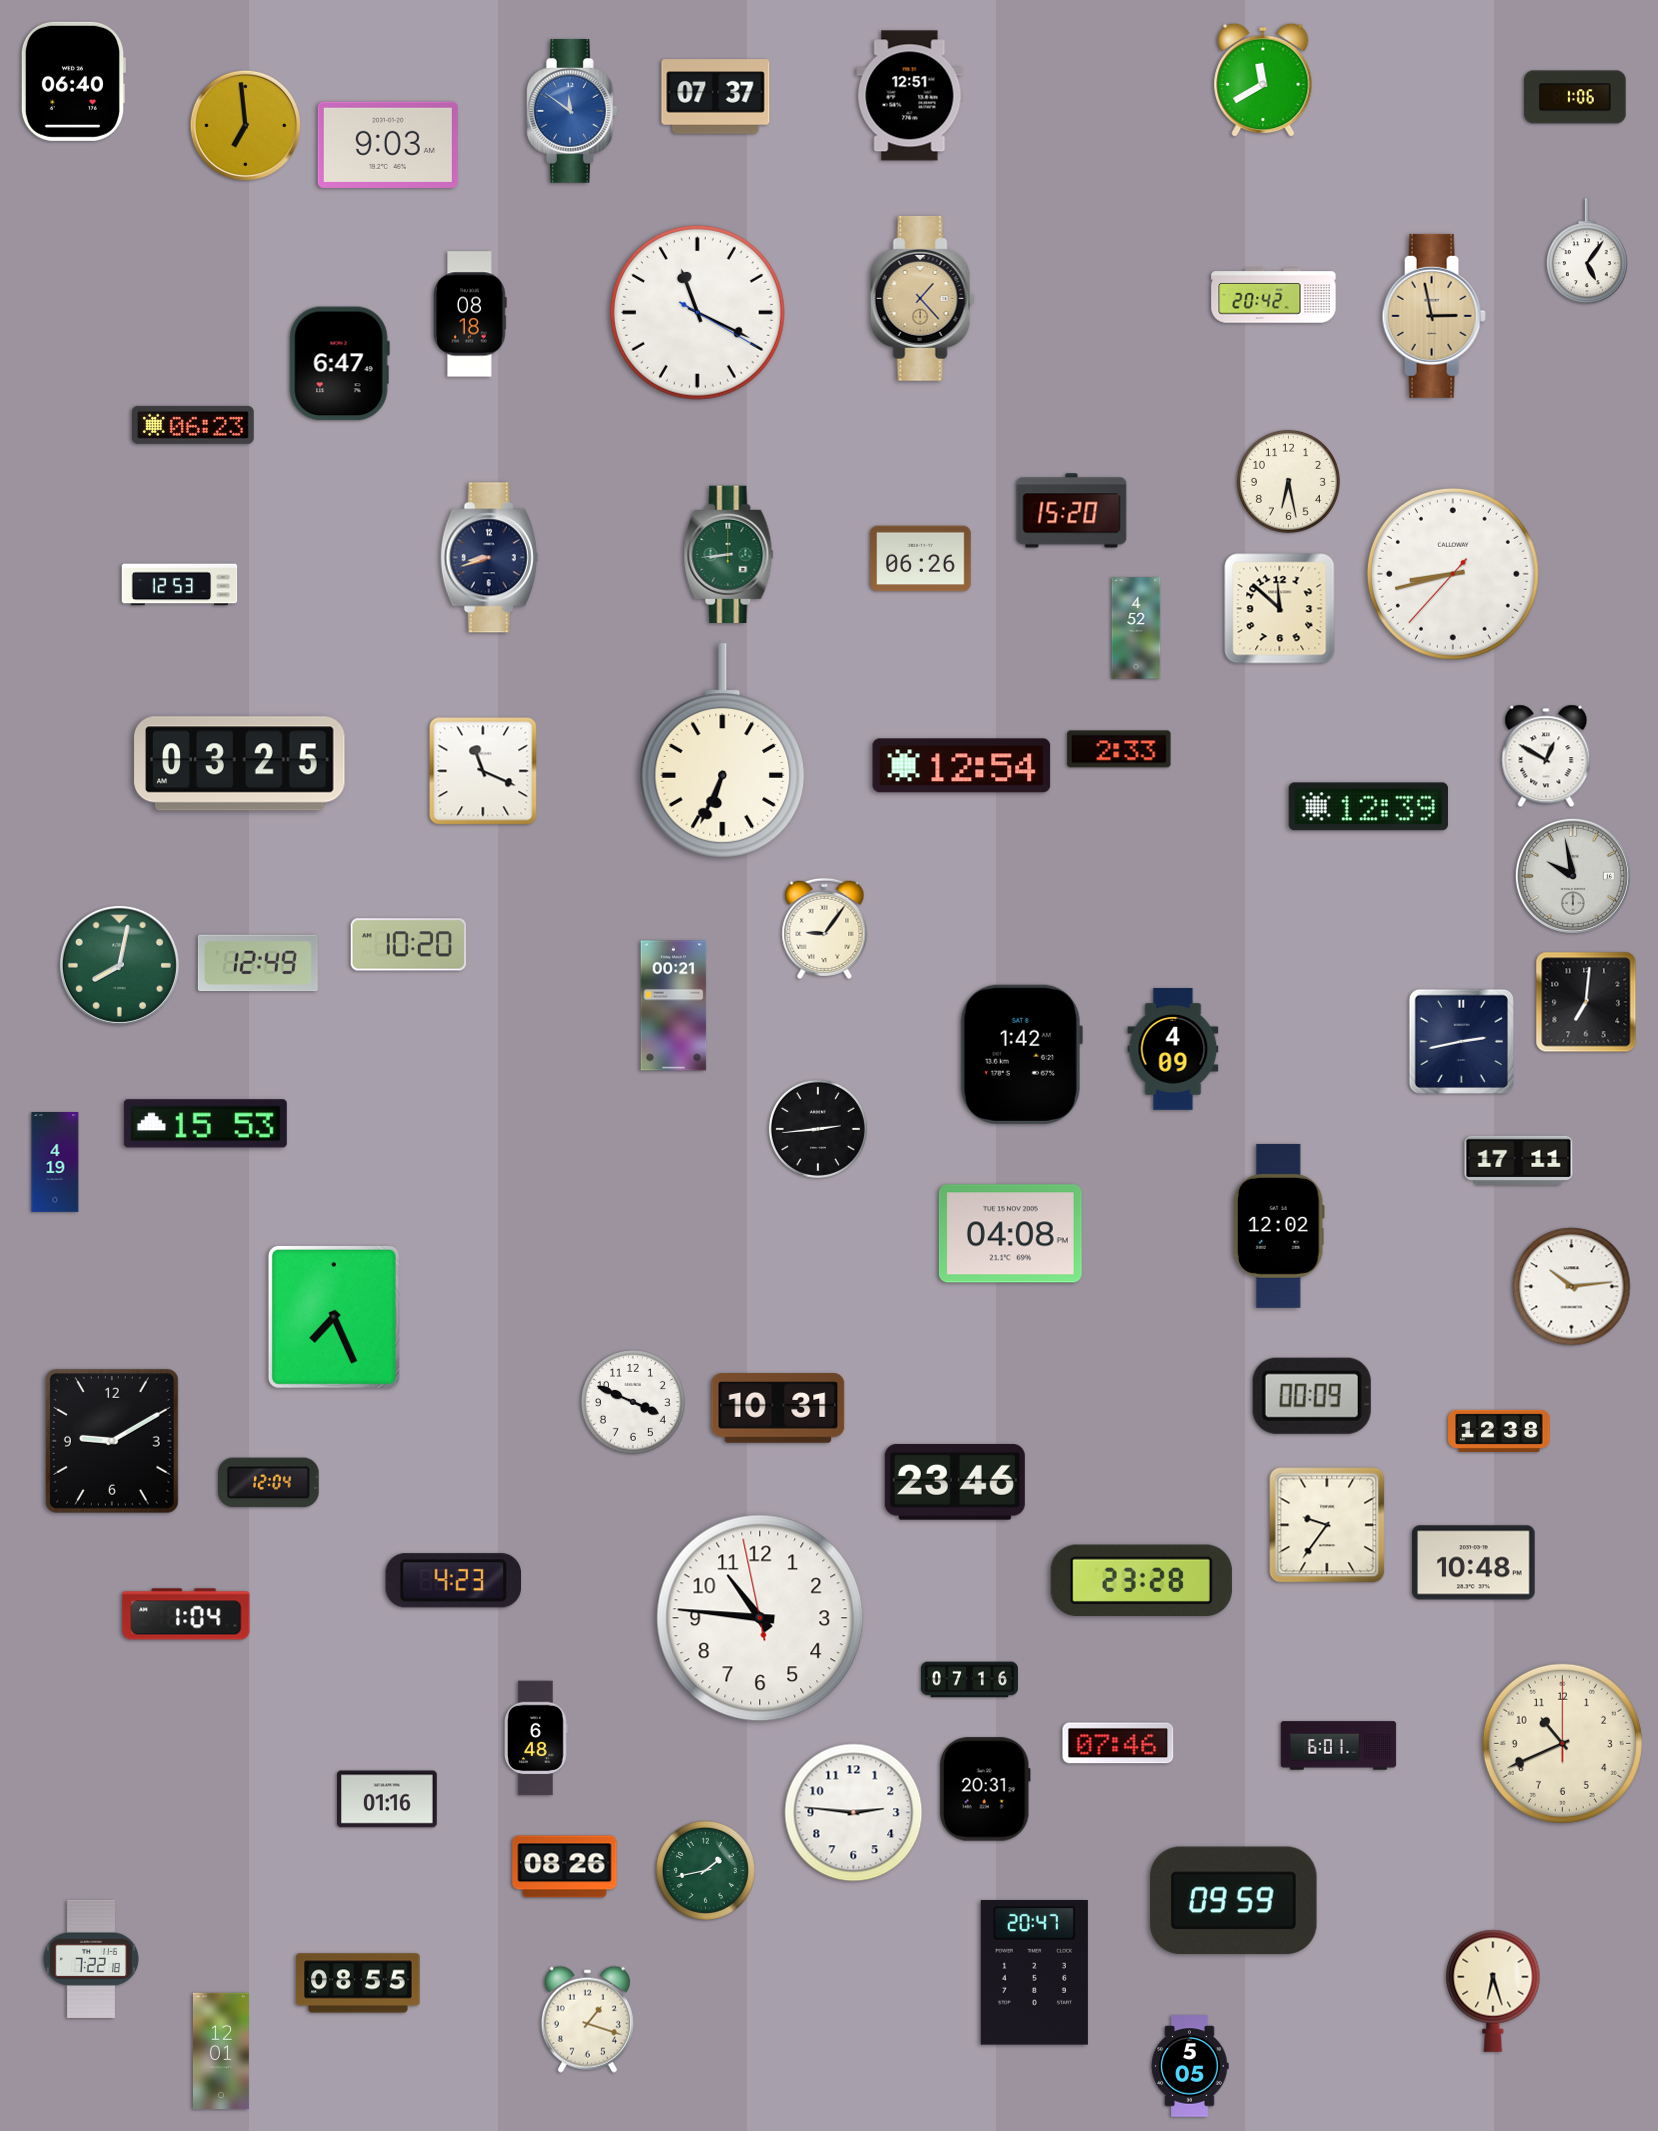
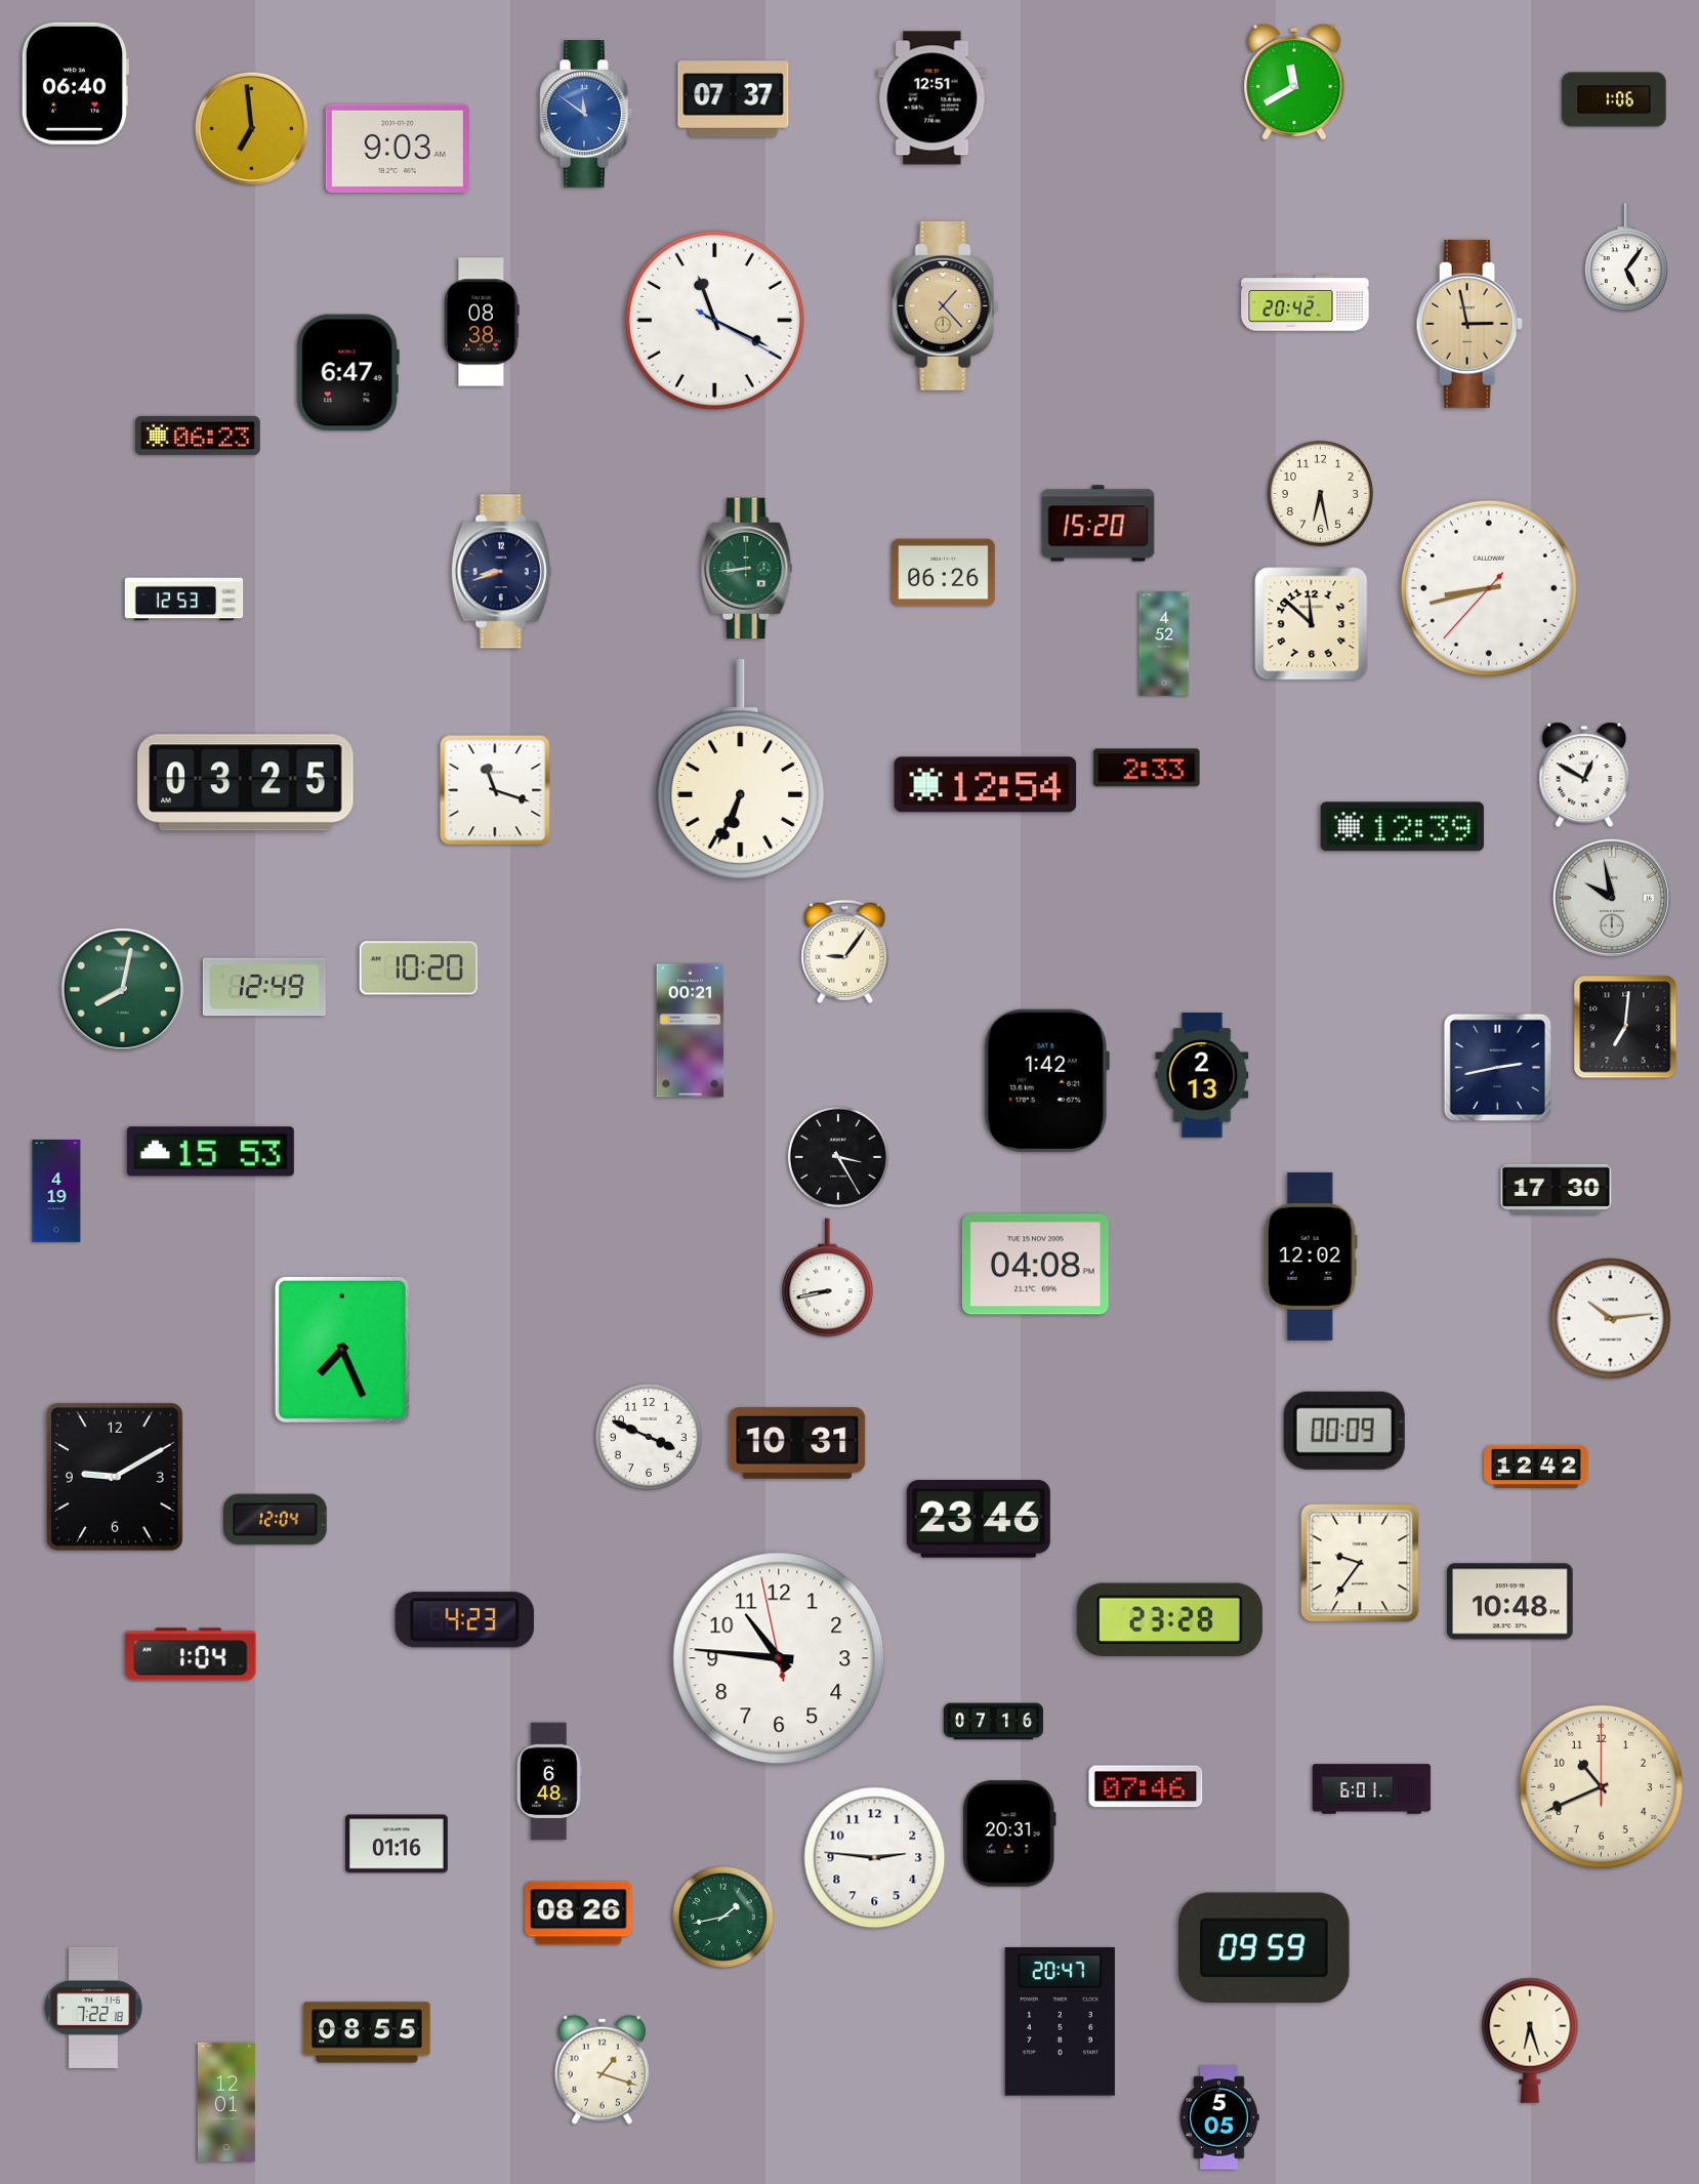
clock at (470, 314): 08:18 -> 08:38
clock at (483, 771): 11:19 -> 11:18
clock at (1173, 1049): 4:09 -> 2:13
clock at (818, 1129): 2:44 -> 3:25
clock at (1519, 1160): 17:11 -> 17:30
clock at (828, 1278): none -> 8:43
clock at (1499, 1431): 12:38 -> 12:42
